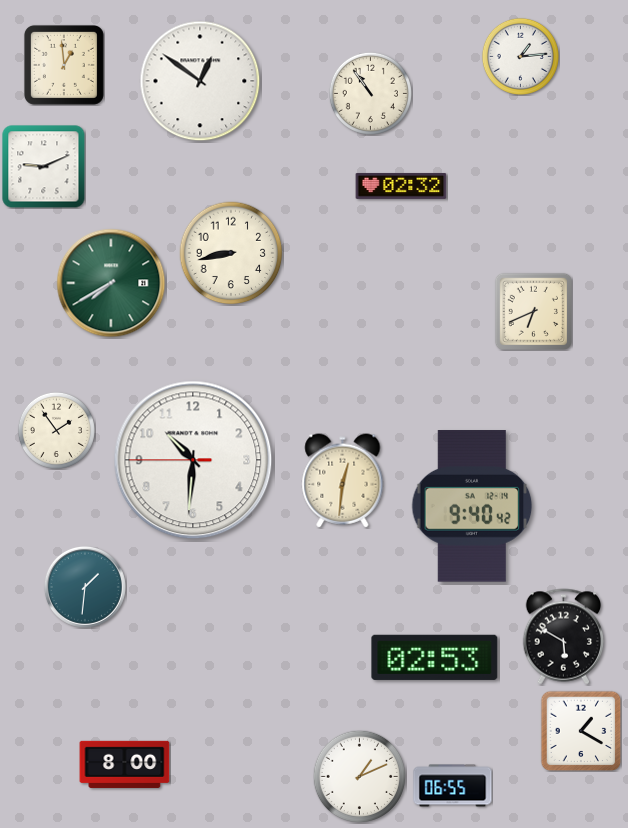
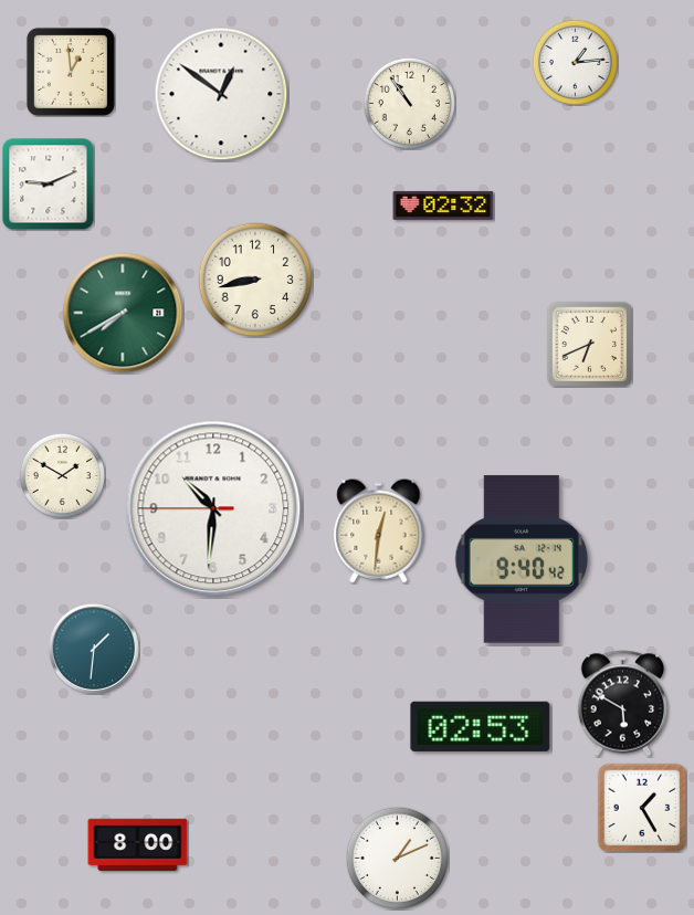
clock at (200, 81) position: (200, 81) -> (221, 94)
clock at (56, 430): 1:54 -> 1:50
clock at (581, 731): 1:20 -> 1:25
clock at (453, 786): 06:55 -> none
